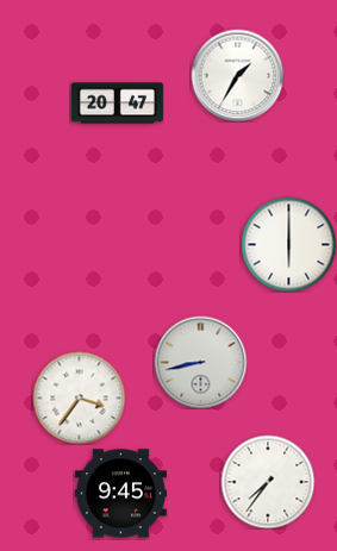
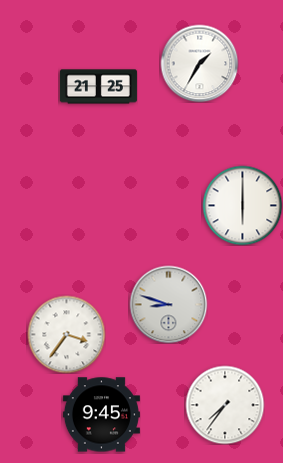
clock at (117, 104): 20:47 -> 21:25
clock at (200, 362): 8:43 -> 8:48
